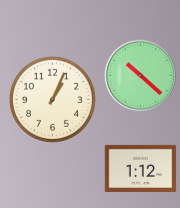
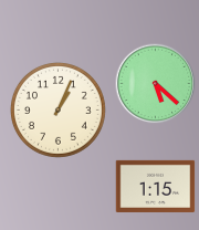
clock at (141, 76): 10:22 -> 5:22
clock at (141, 168): 1:12 -> 1:15
